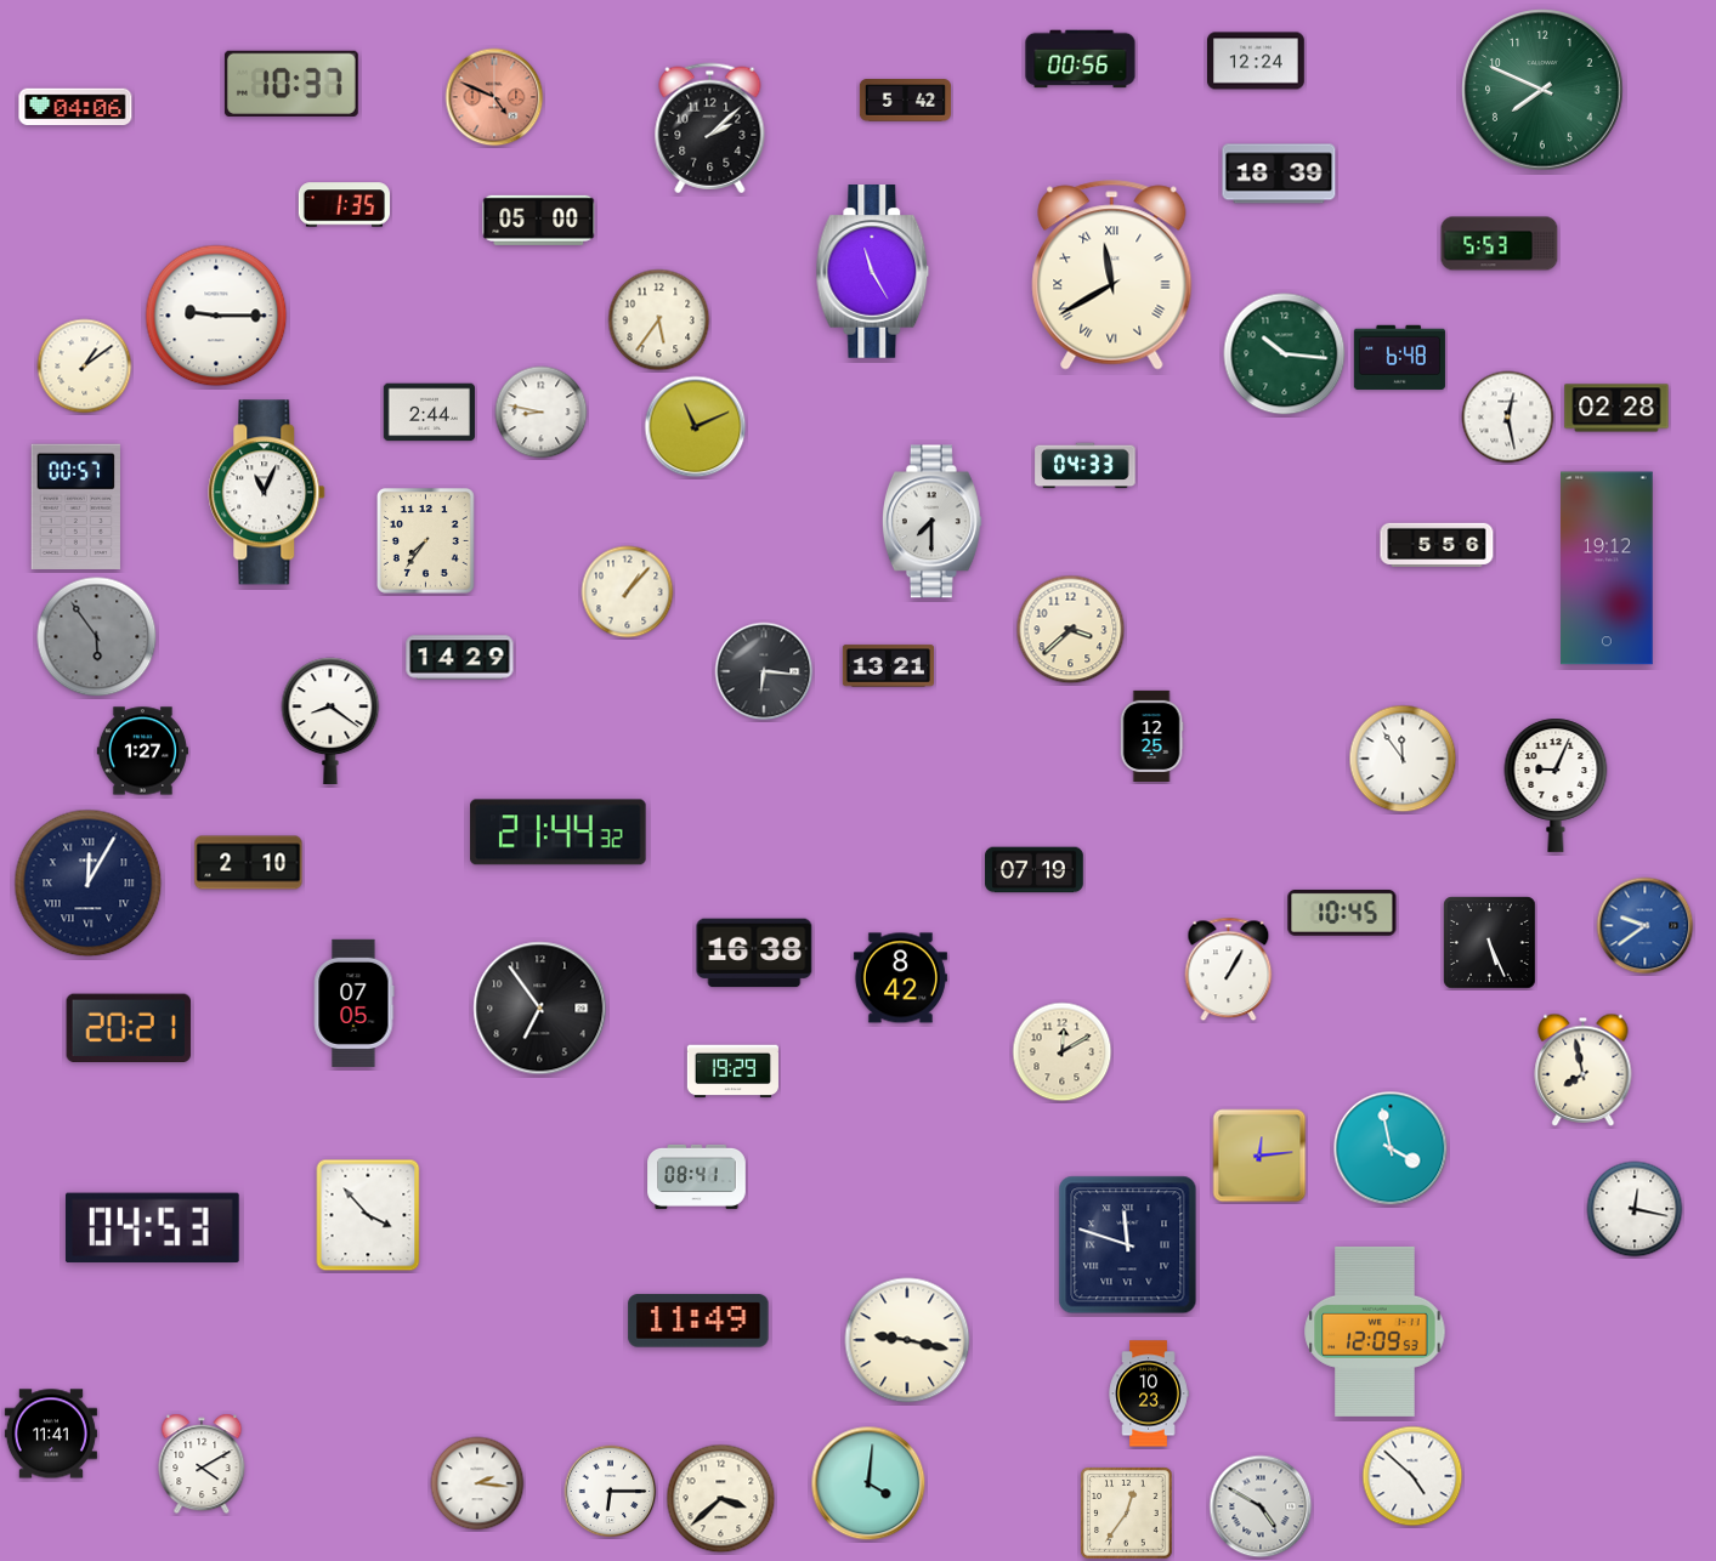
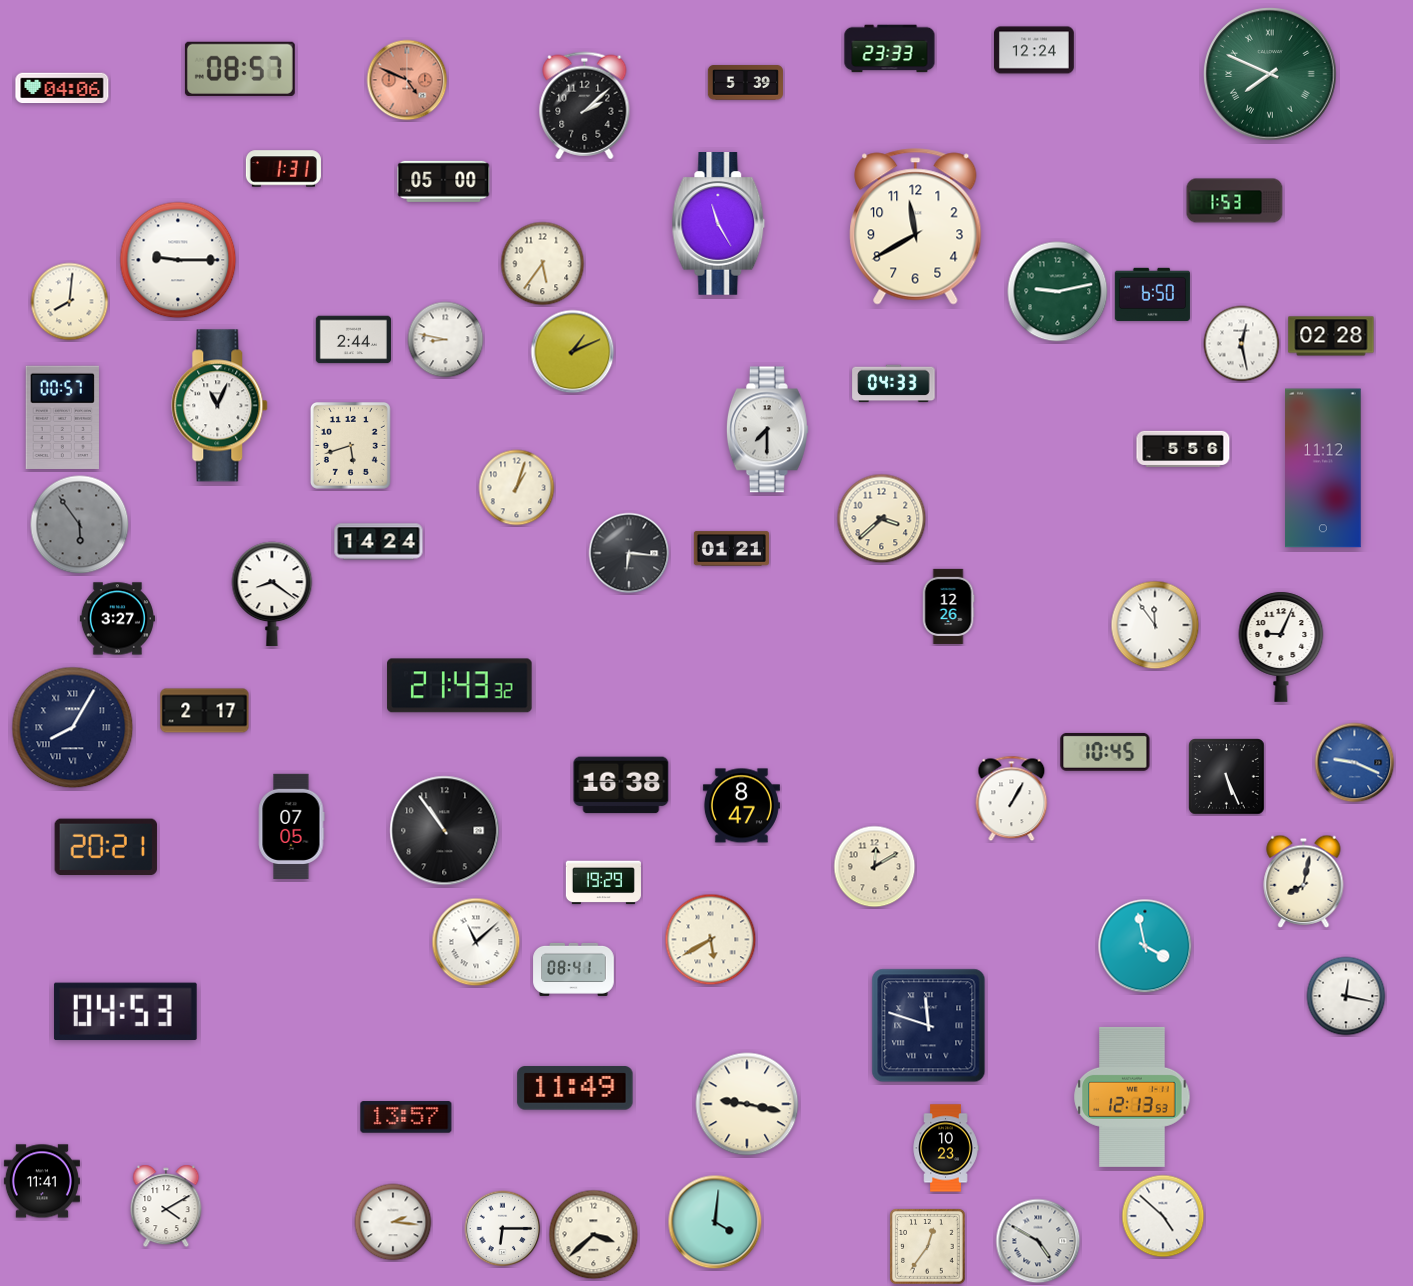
clock at (1081, 59): 00:56 -> 23:33
clock at (291, 84): 10:37 -> 08:57
clock at (1542, 90) numerals: Arabic -> Roman
clock at (905, 101): 5:42 -> 5:39
clock at (1279, 174): 18:39 -> none
clock at (344, 205): 1:35 -> 1:31
clock at (1500, 244): 5:53 -> 1:53
clock at (1112, 276) numerals: Roman -> Arabic
clock at (1285, 354): 10:16 -> 9:13
clock at (1399, 357): 6:48 -> 6:50
clock at (85, 367): 1:09 -> 8:01
clock at (696, 427): 11:11 -> 1:11
clock at (425, 540): 7:36 -> 5:42
clock at (1607, 568): 19:12 -> 11:12
clock at (628, 592): 1:07 -> 1:03
clock at (460, 658): 14:29 -> 14:24
clock at (888, 666): 13:21 -> 01:21
clock at (1151, 736): 12:25 -> 12:26
clock at (142, 751): 1:27 -> 3:27
clock at (559, 833): 21:44 -> 21:43
clock at (249, 863): 2:10 -> 2:17
clock at (1035, 870): 07:19 -> none
clock at (89, 884): 12:05 -> 8:05
clock at (1646, 926): 9:39 -> 9:19
clock at (900, 978): 8:42 -> 8:47
clock at (540, 1009): 6:54 -> 10:54
clock at (1584, 1069): 7:58 -> 8:02
clock at (711, 940): none -> 5:40
clock at (476, 942): none -> 11:08
clock at (1259, 1156): 12:14 -> none
clock at (368, 1215): 3:53 -> none
clock at (1375, 1332): 12:09 -> 12:13
clock at (406, 1117): none -> 13:57
